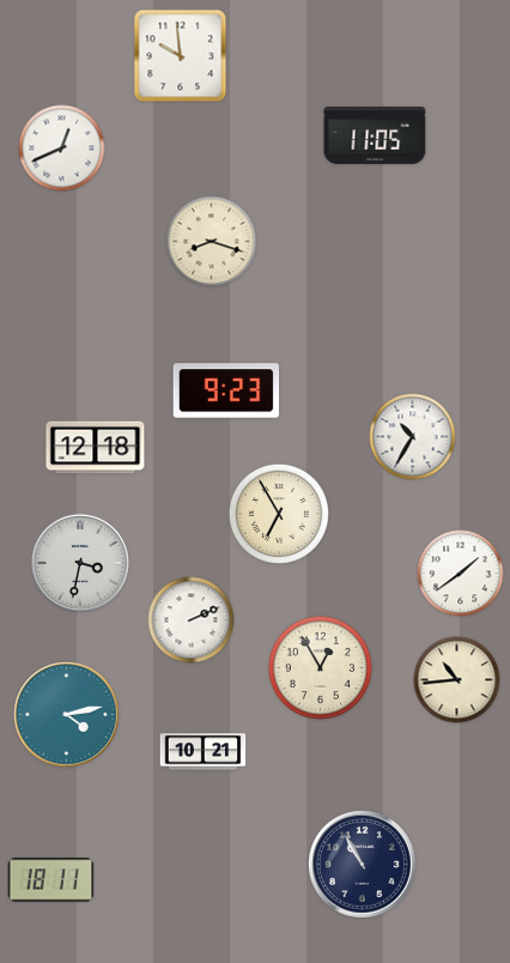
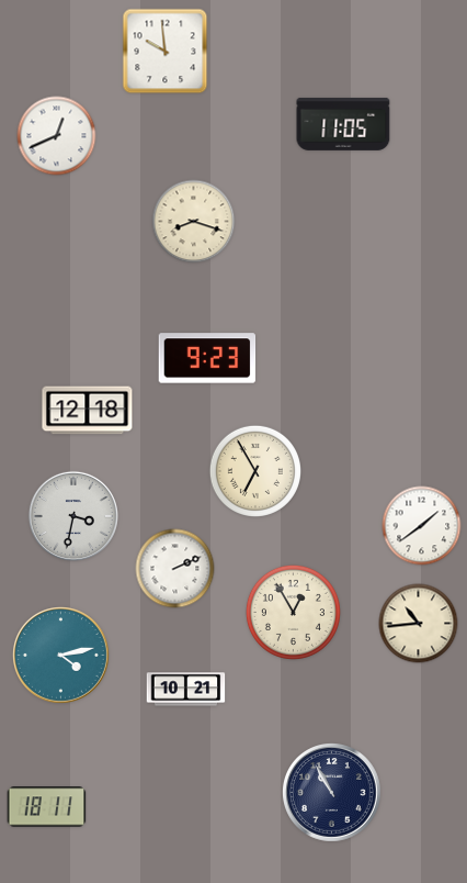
clock at (413, 437): 10:35 -> none
